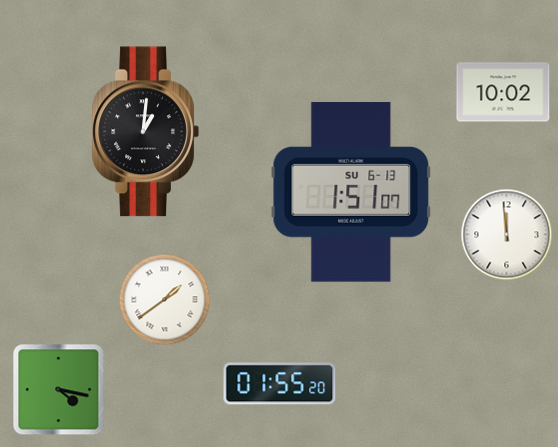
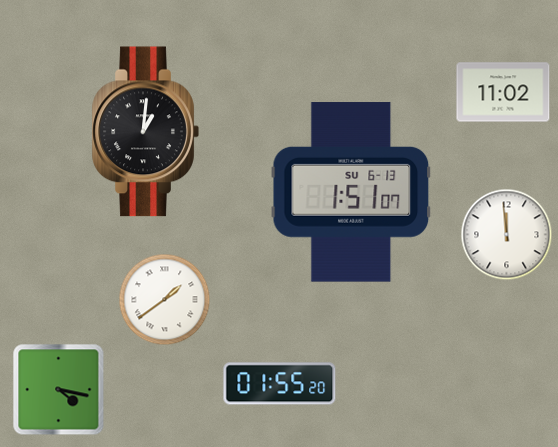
clock at (503, 92): 10:02 -> 11:02
